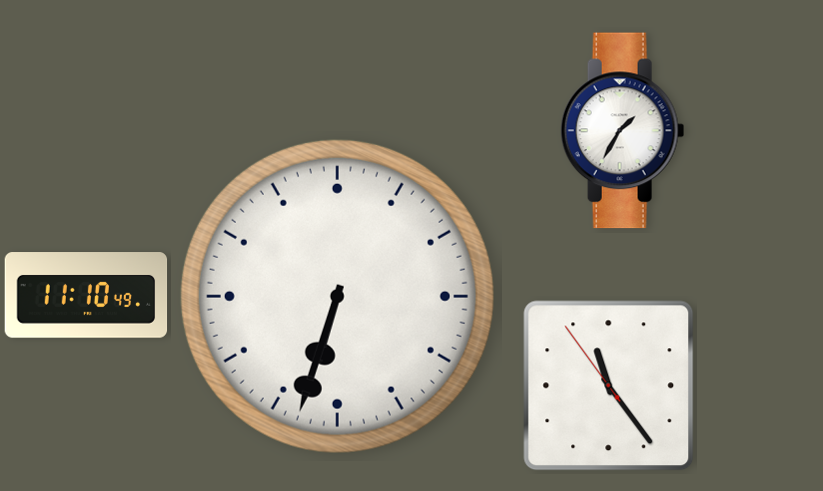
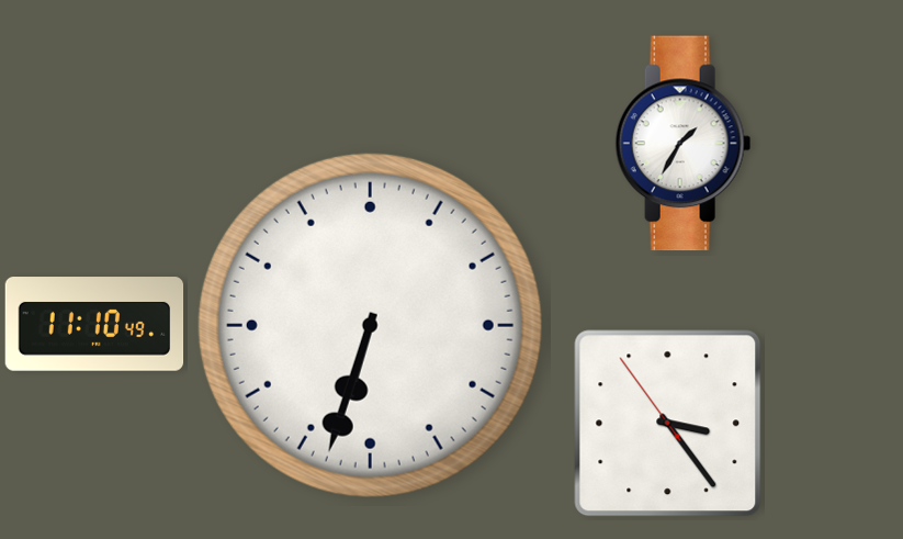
clock at (609, 386): 11:23 -> 3:23
